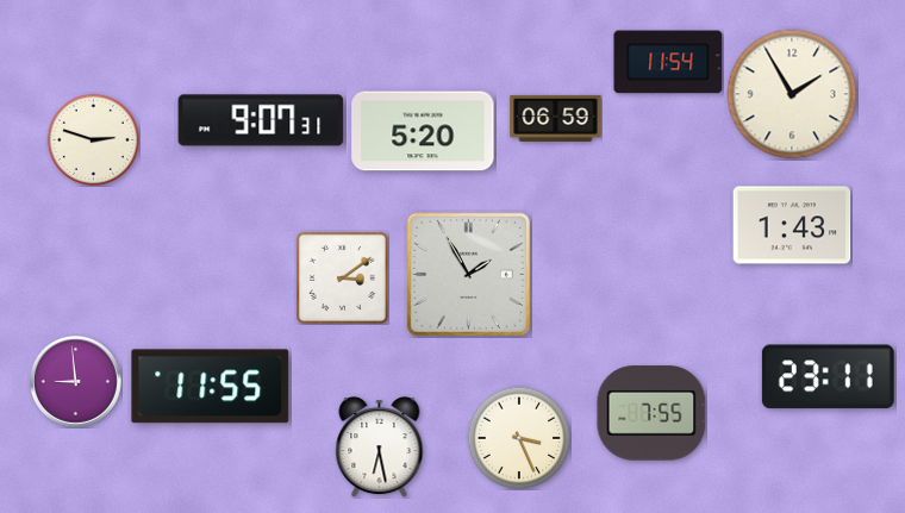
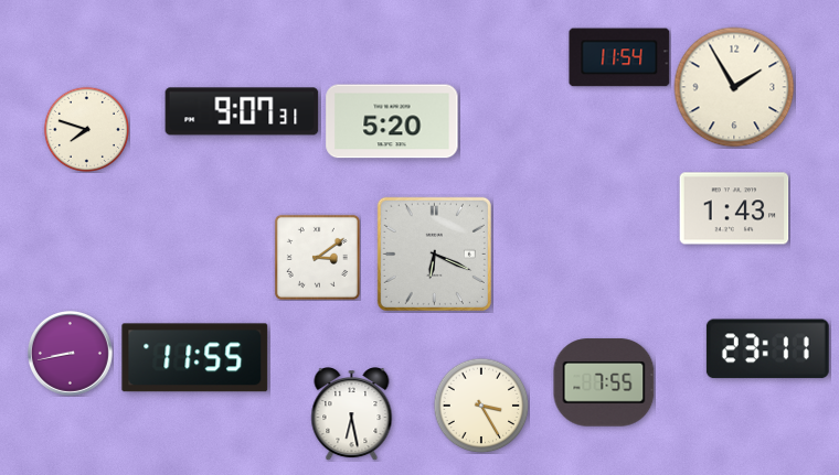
clock at (556, 118): 06:59 -> none
clock at (93, 139): 2:48 -> 7:48
clock at (468, 274): 1:55 -> 6:19
clock at (75, 381): 8:59 -> 8:43
clock at (519, 438): 3:26 -> 3:25
